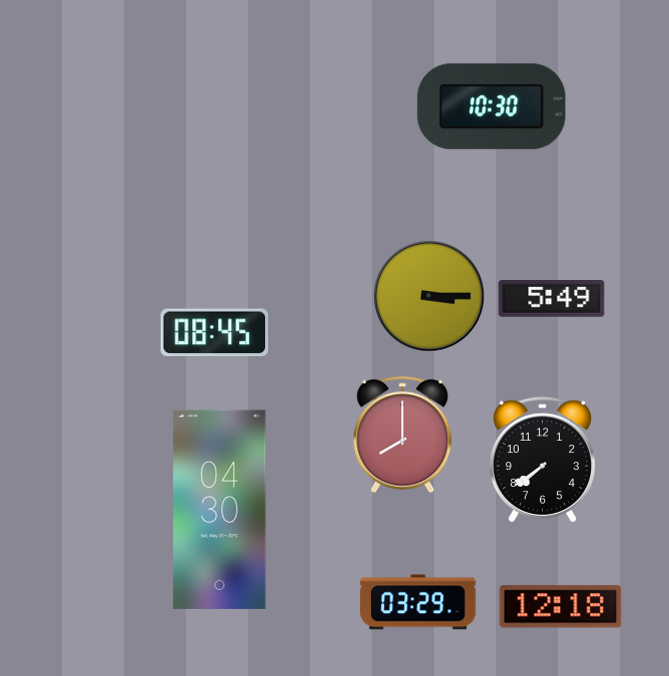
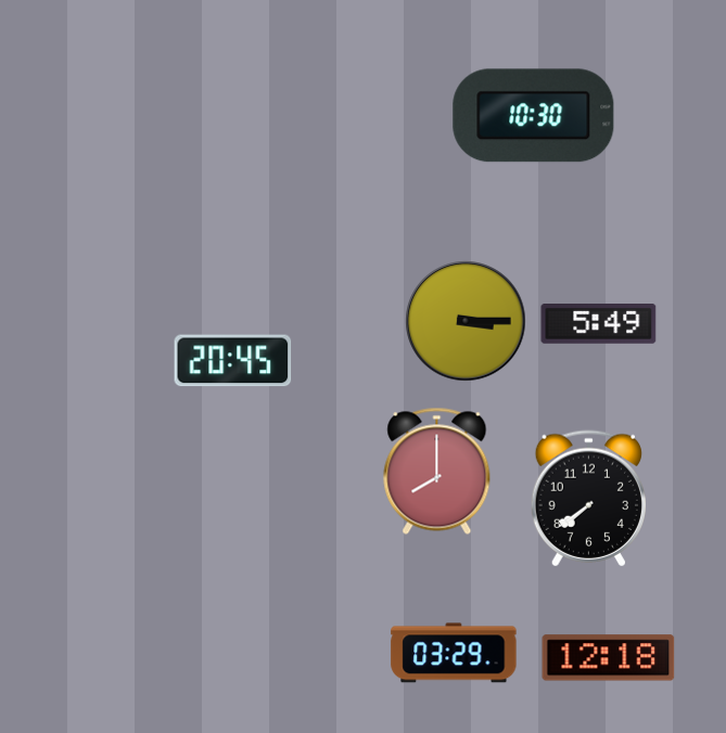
clock at (215, 333): 08:45 -> 20:45
clock at (220, 509): 04:30 -> none
